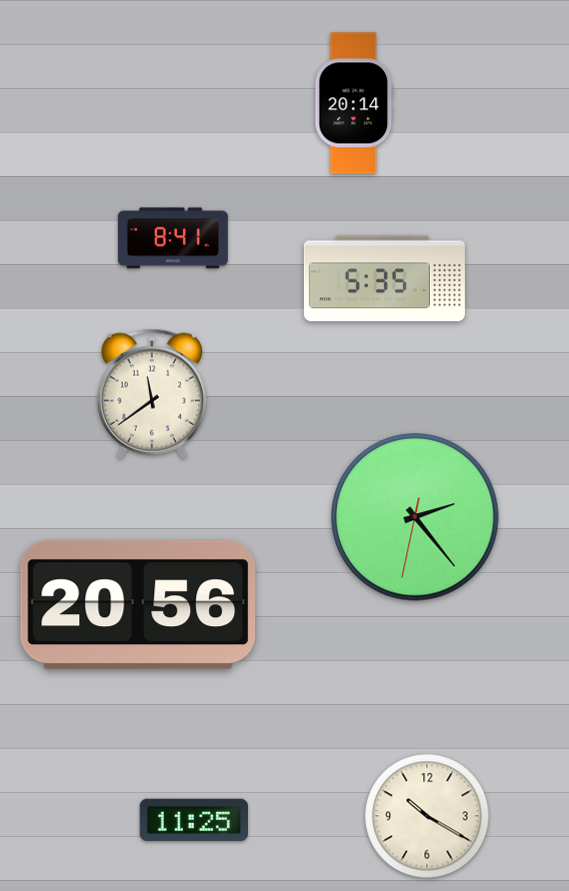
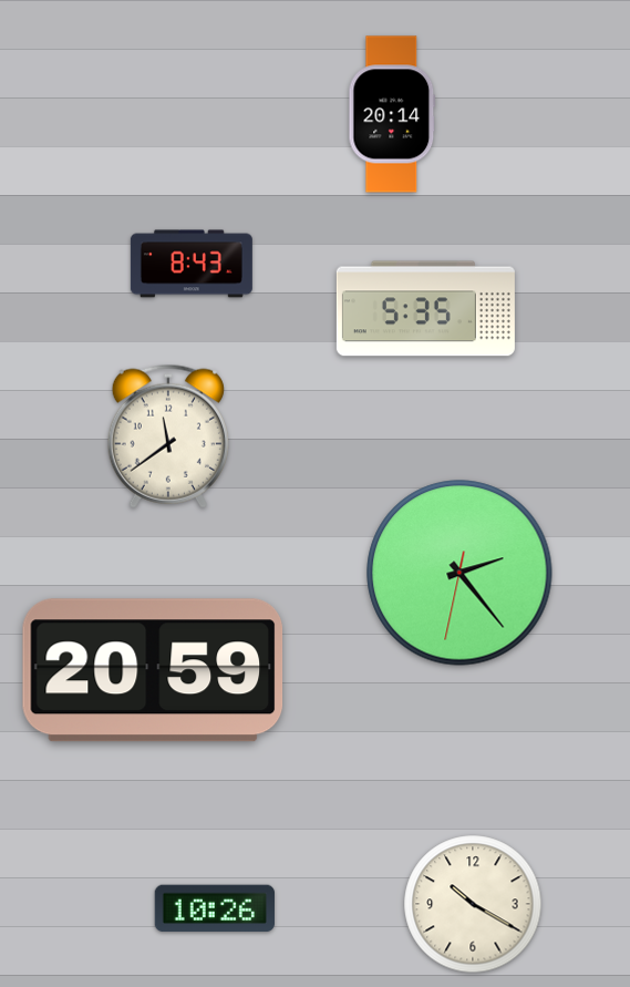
clock at (173, 238): 8:41 -> 8:43
clock at (138, 605): 20:56 -> 20:59
clock at (194, 820): 11:25 -> 10:26
